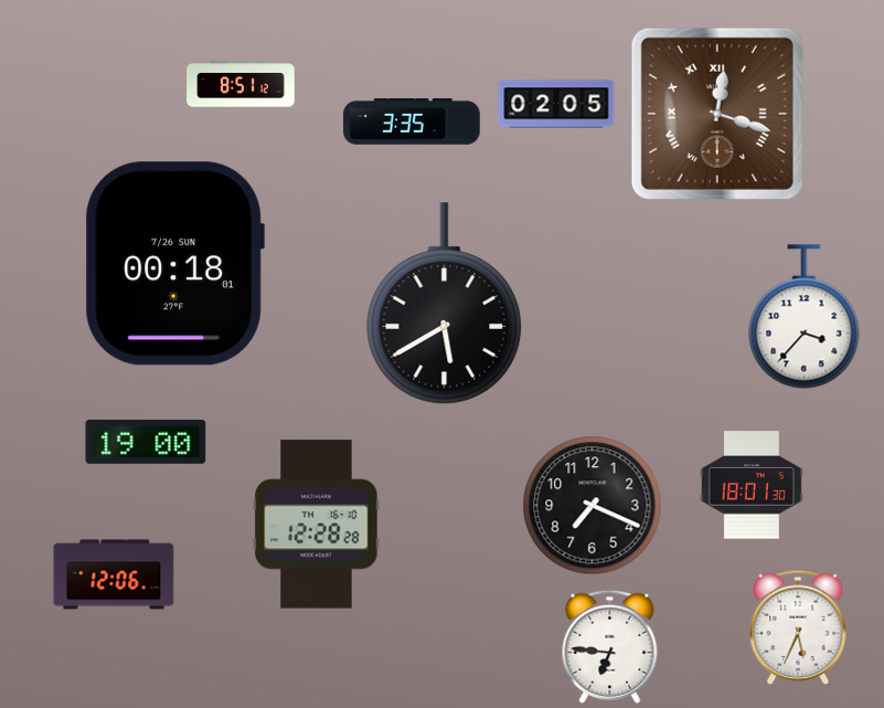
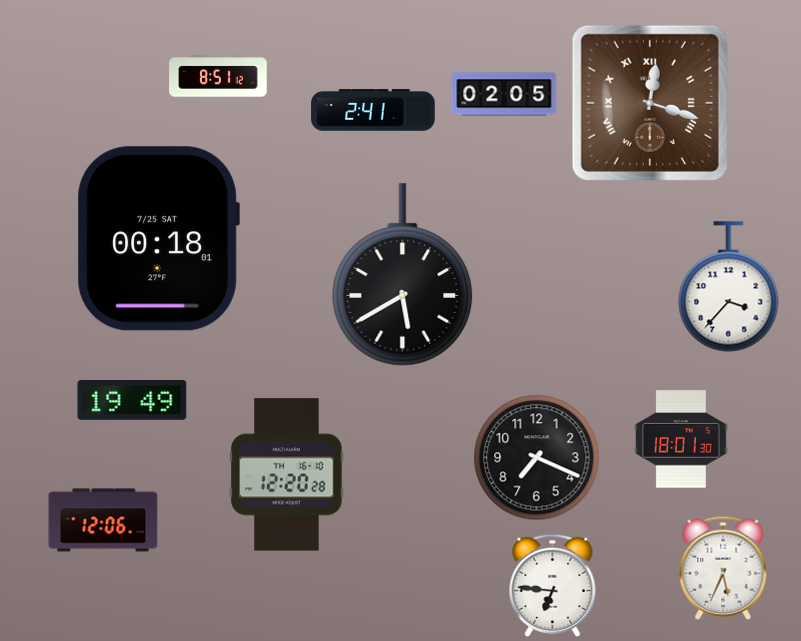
clock at (412, 121): 3:35 -> 2:41
clock at (174, 264) date: 7/26 SUN -> 7/25 SAT
clock at (146, 442): 19:00 -> 19:49
clock at (317, 525): 12:28 -> 12:20
